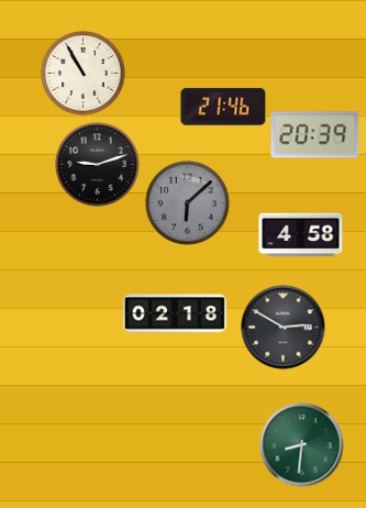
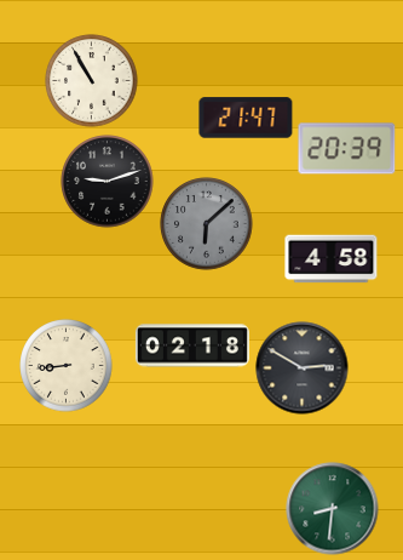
clock at (223, 107): 21:46 -> 21:47
clock at (284, 328) position: (284, 328) -> (303, 368)
clock at (67, 366): none -> 8:44
clock at (302, 445) position: (302, 445) -> (333, 509)
